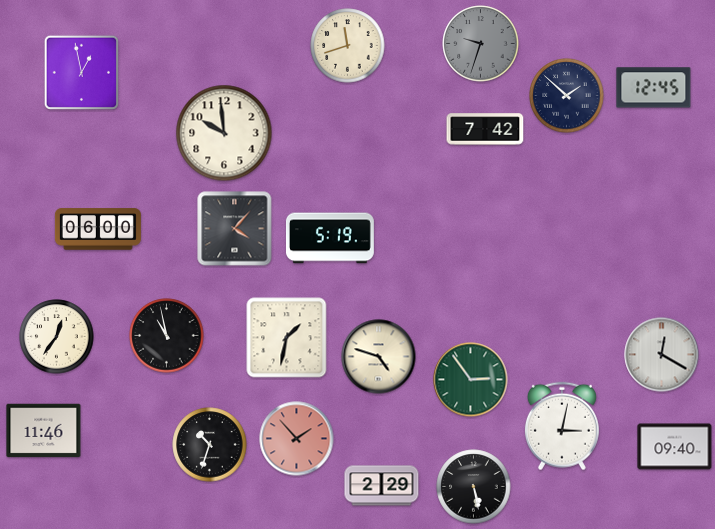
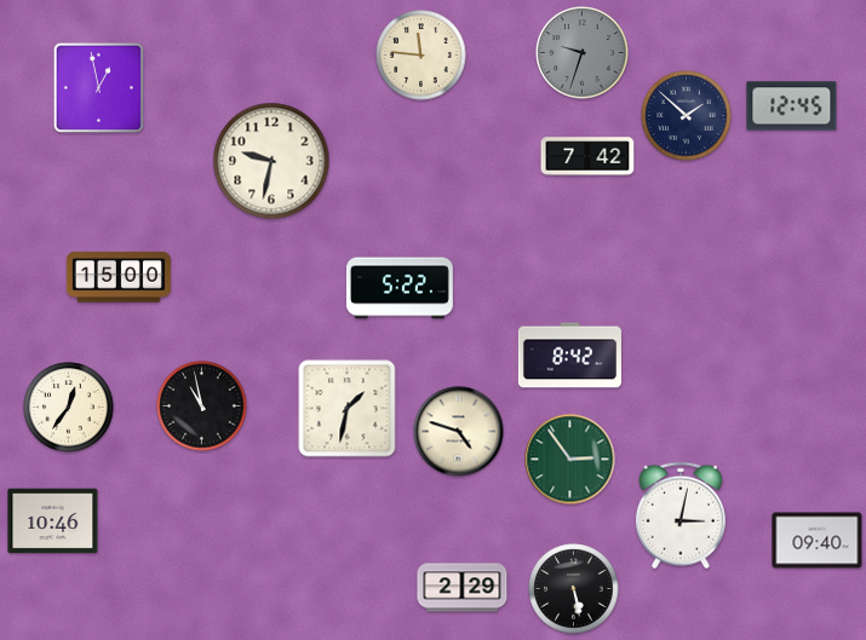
clock at (348, 46): 11:42 -> 11:46
clock at (224, 133): 9:59 -> 9:32
clock at (98, 229): 06:00 -> 15:00
clock at (235, 229): 4:07 -> none
clock at (330, 238): 5:19 -> 5:22
clock at (569, 356): none -> 8:42
clock at (662, 355): 12:20 -> none
clock at (44, 431): 11:46 -> 10:46
clock at (297, 439): 1:53 -> none
clock at (210, 445): 10:33 -> none
